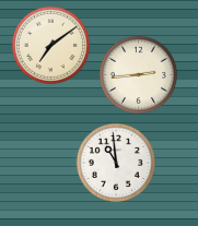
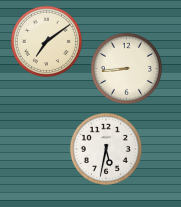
clock at (138, 74): 2:44 -> 8:44
clock at (116, 163): 10:59 -> 5:32
